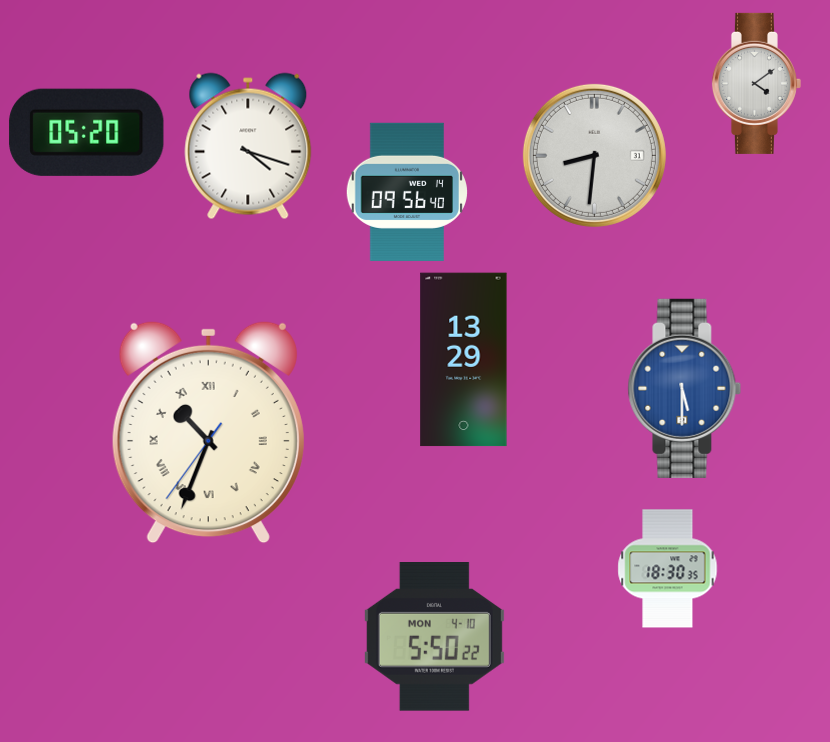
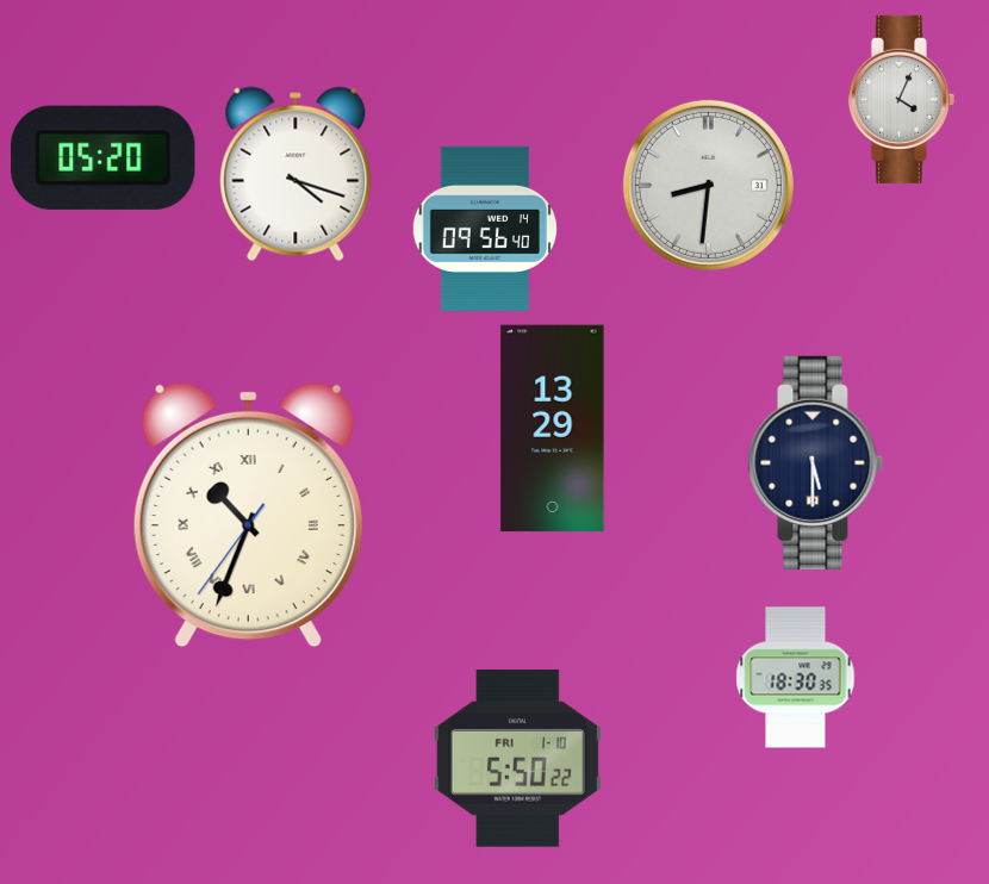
clock at (756, 83): 4:09 -> 4:04
clock at (685, 388) dial: blue -> navy
clock at (434, 637) date: MON 4-10 -> FRI 1-10
